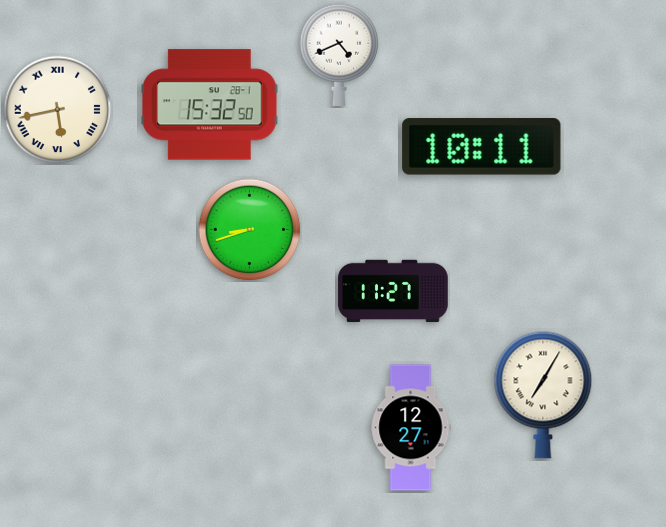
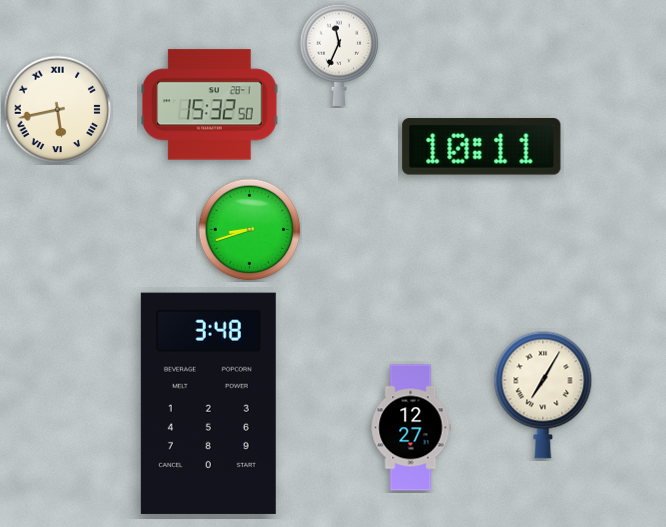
clock at (339, 55): 4:41 -> 11:34
clock at (393, 291): 11:27 -> none
clock at (208, 403): none -> 3:48
